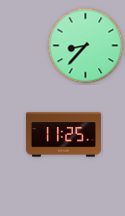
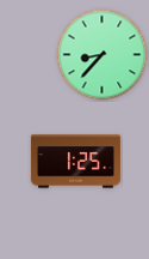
clock at (63, 135): 11:25 -> 1:25
